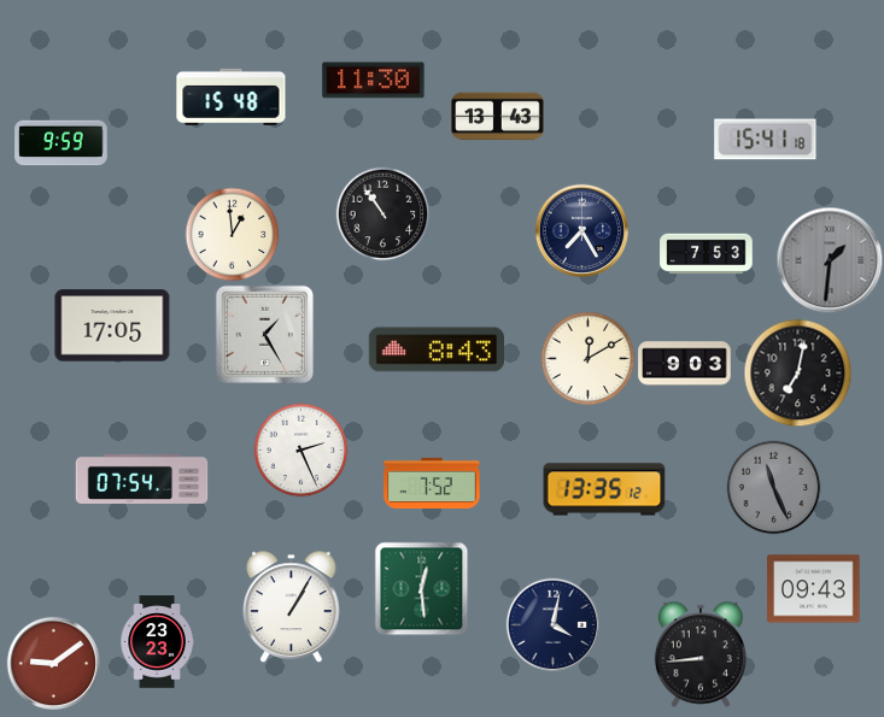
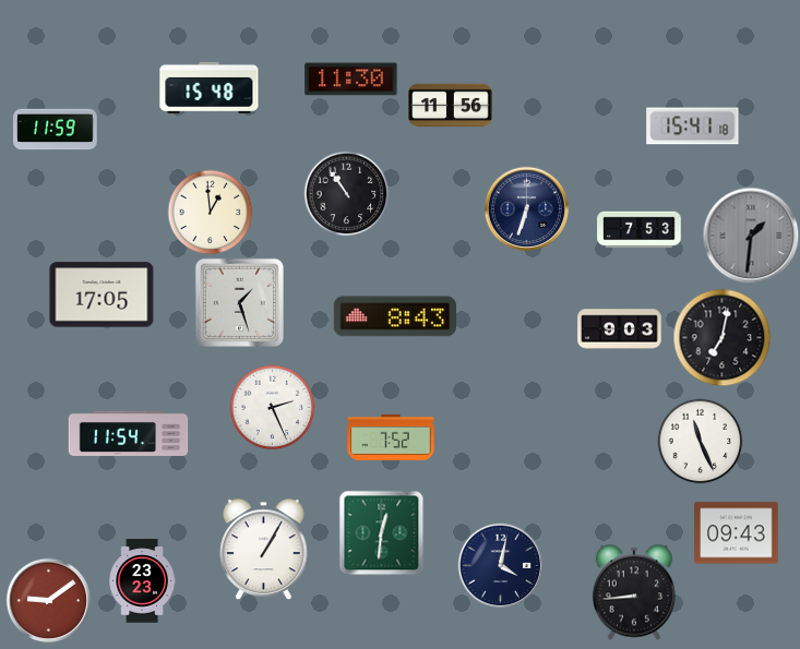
clock at (374, 81) position: (374, 81) -> (351, 80)
clock at (498, 117): 13:43 -> 11:56
clock at (62, 143): 9:59 -> 11:59
clock at (581, 230): 7:25 -> 6:33
clock at (264, 334): 1:25 -> 1:27
clock at (587, 358): 12:10 -> none
clock at (142, 478): 07:54 -> 11:54
clock at (773, 487) dial: grey -> white
clock at (604, 489): 13:35 -> none
clock at (421, 588): 12:29 -> 12:31
